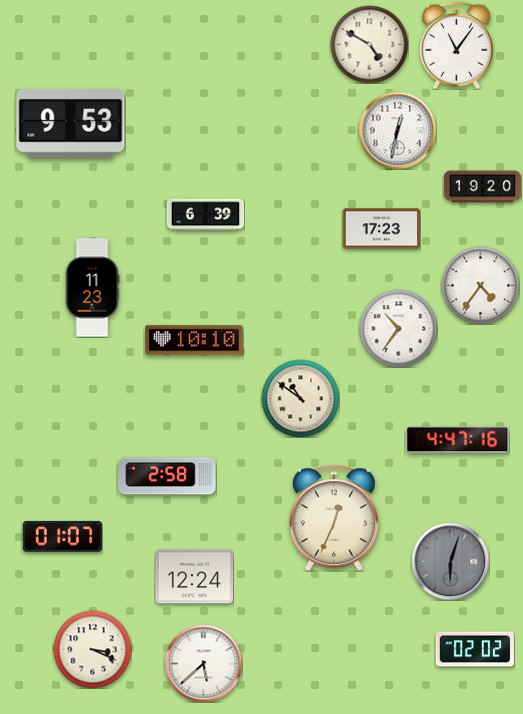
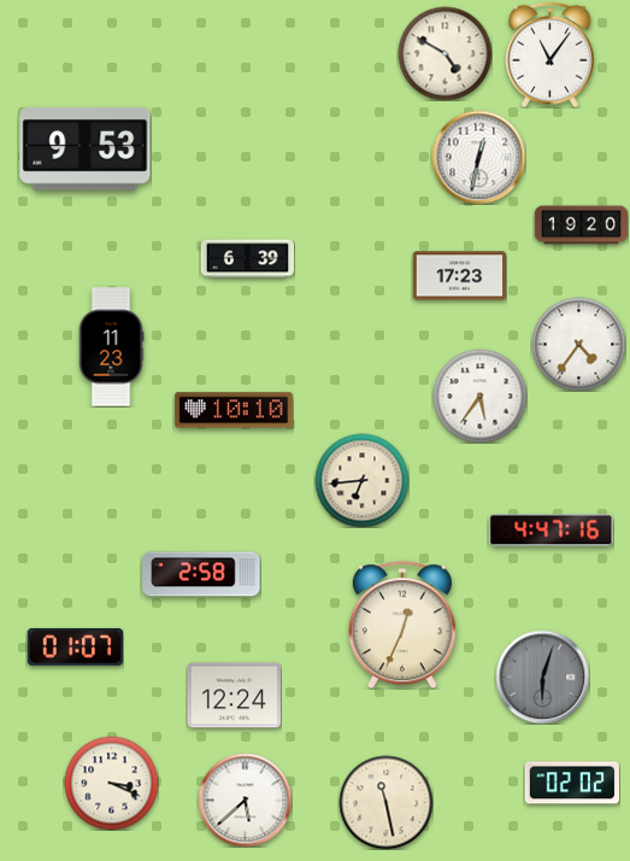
clock at (398, 328): 10:36 -> 5:36
clock at (300, 398): 10:51 -> 6:44
clock at (385, 802): none -> 11:28
